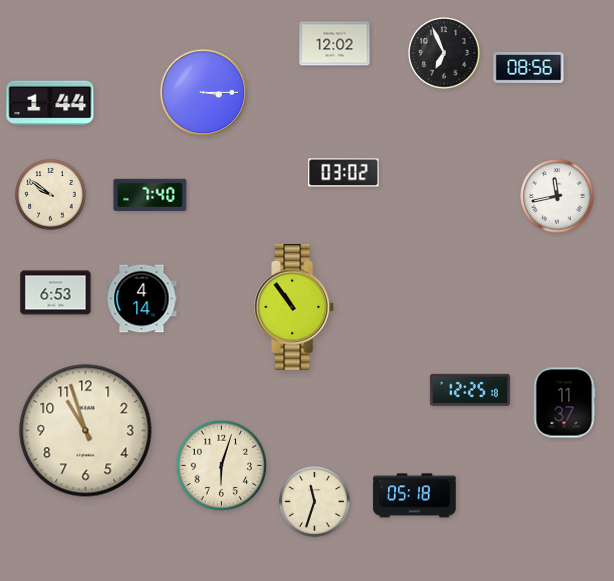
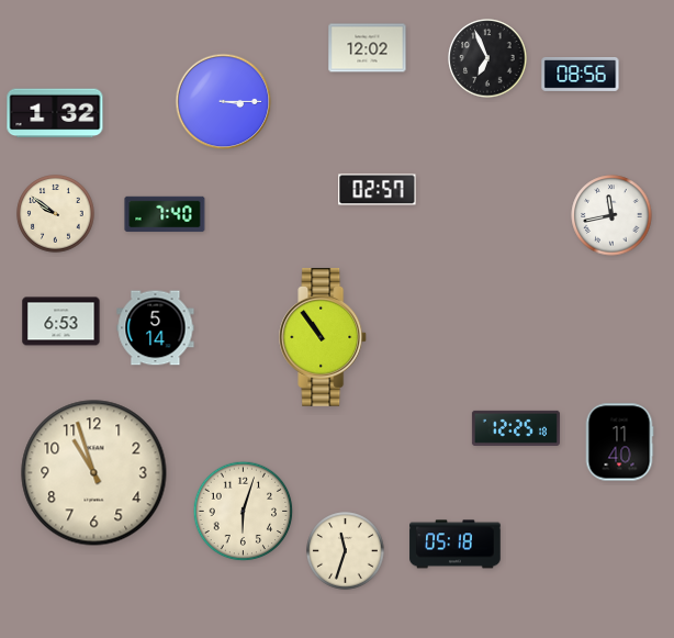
clock at (50, 103): 1:44 -> 1:32
clock at (344, 173): 03:02 -> 02:57
clock at (142, 299): 4:14 -> 5:14
clock at (564, 403): 11:37 -> 11:40
